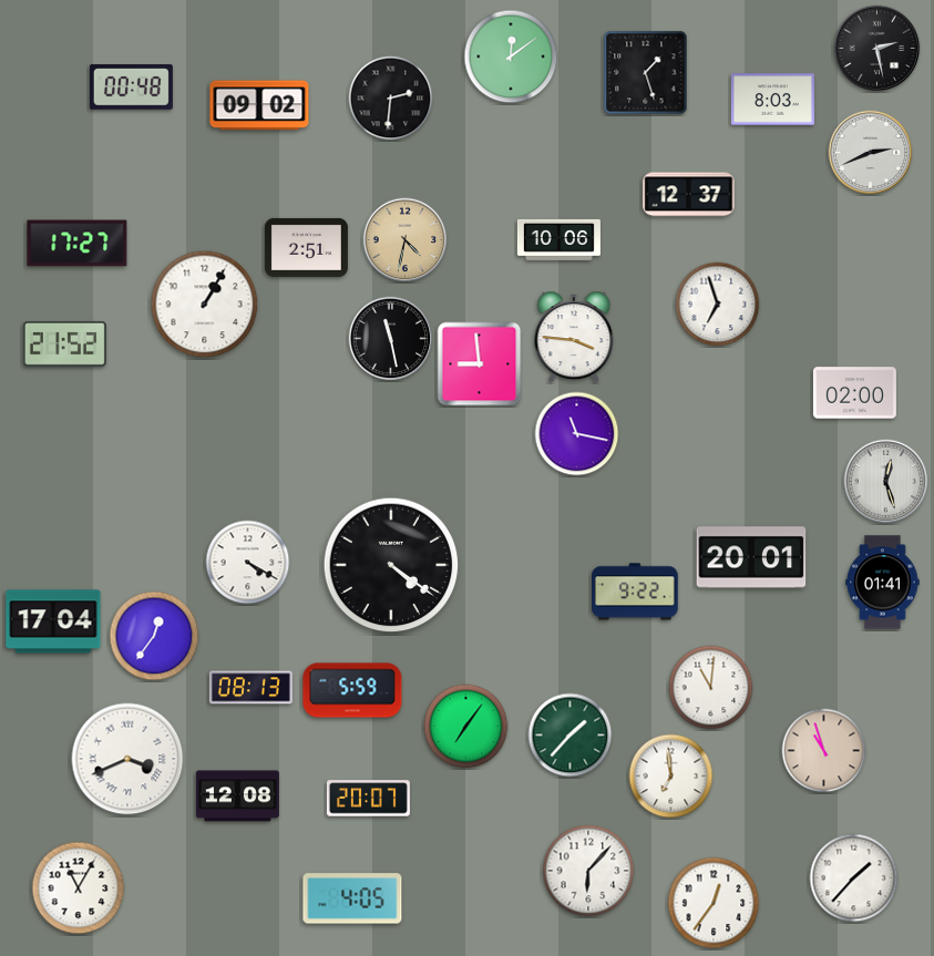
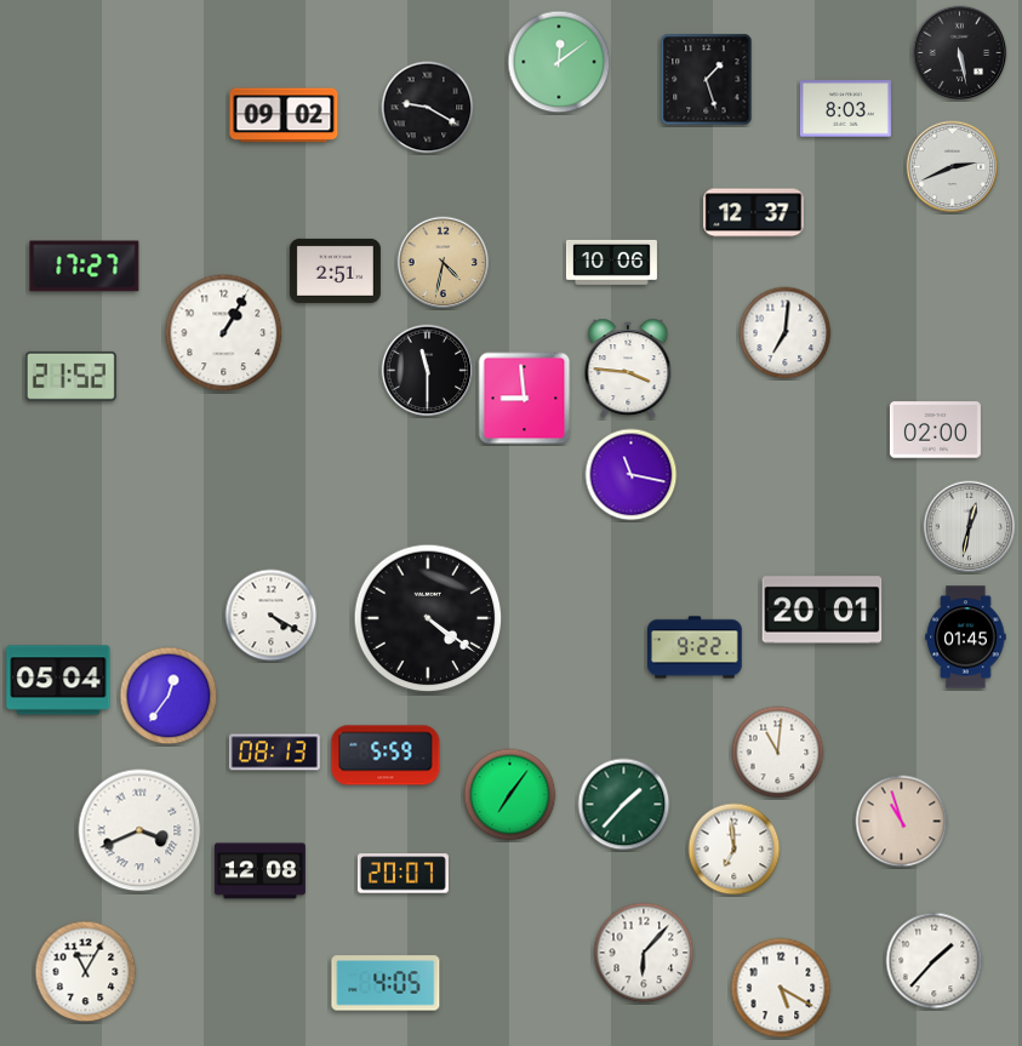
clock at (877, 49): 2:28 -> 5:28
clock at (131, 88): 00:48 -> none
clock at (391, 99): 2:31 -> 9:20
clock at (718, 305): 6:57 -> 7:01
clock at (391, 339): 11:28 -> 11:30
clock at (886, 482): 12:27 -> 12:32
clock at (883, 583): 01:41 -> 01:45
clock at (53, 621): 17:04 -> 05:04
clock at (714, 903): 12:36 -> 5:20
